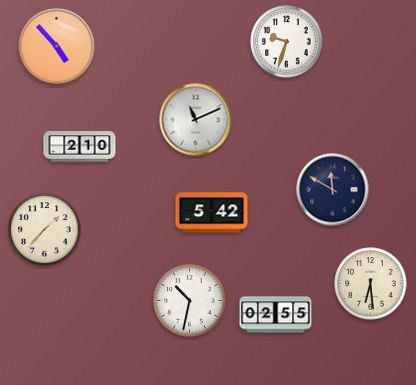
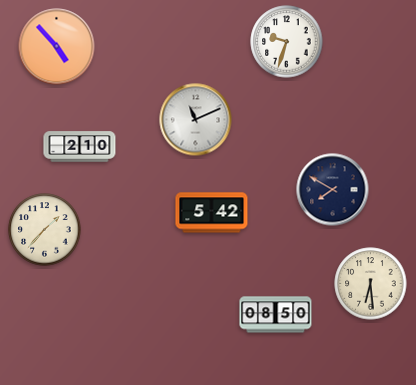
clock at (333, 190): 11:50 -> 7:50
clock at (190, 301): 10:32 -> none
clock at (276, 315): 02:55 -> 08:50
